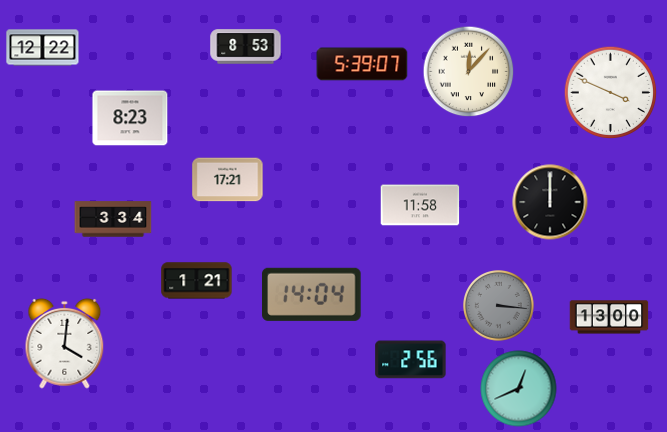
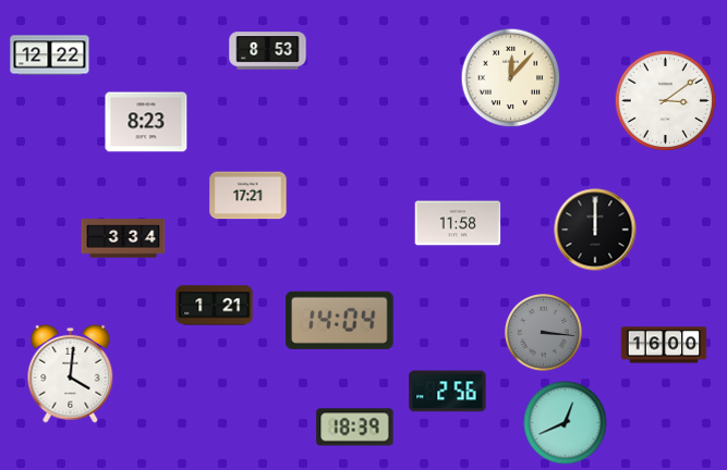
clock at (43, 48) position: (43, 48) -> (50, 55)
clock at (362, 64): 5:39 -> none
clock at (611, 93): 3:49 -> 3:09
clock at (130, 118) position: (130, 118) -> (146, 122)
clock at (550, 202) position: (550, 202) -> (595, 230)
clock at (609, 317): 13:00 -> 16:00
clock at (355, 428): none -> 18:39
